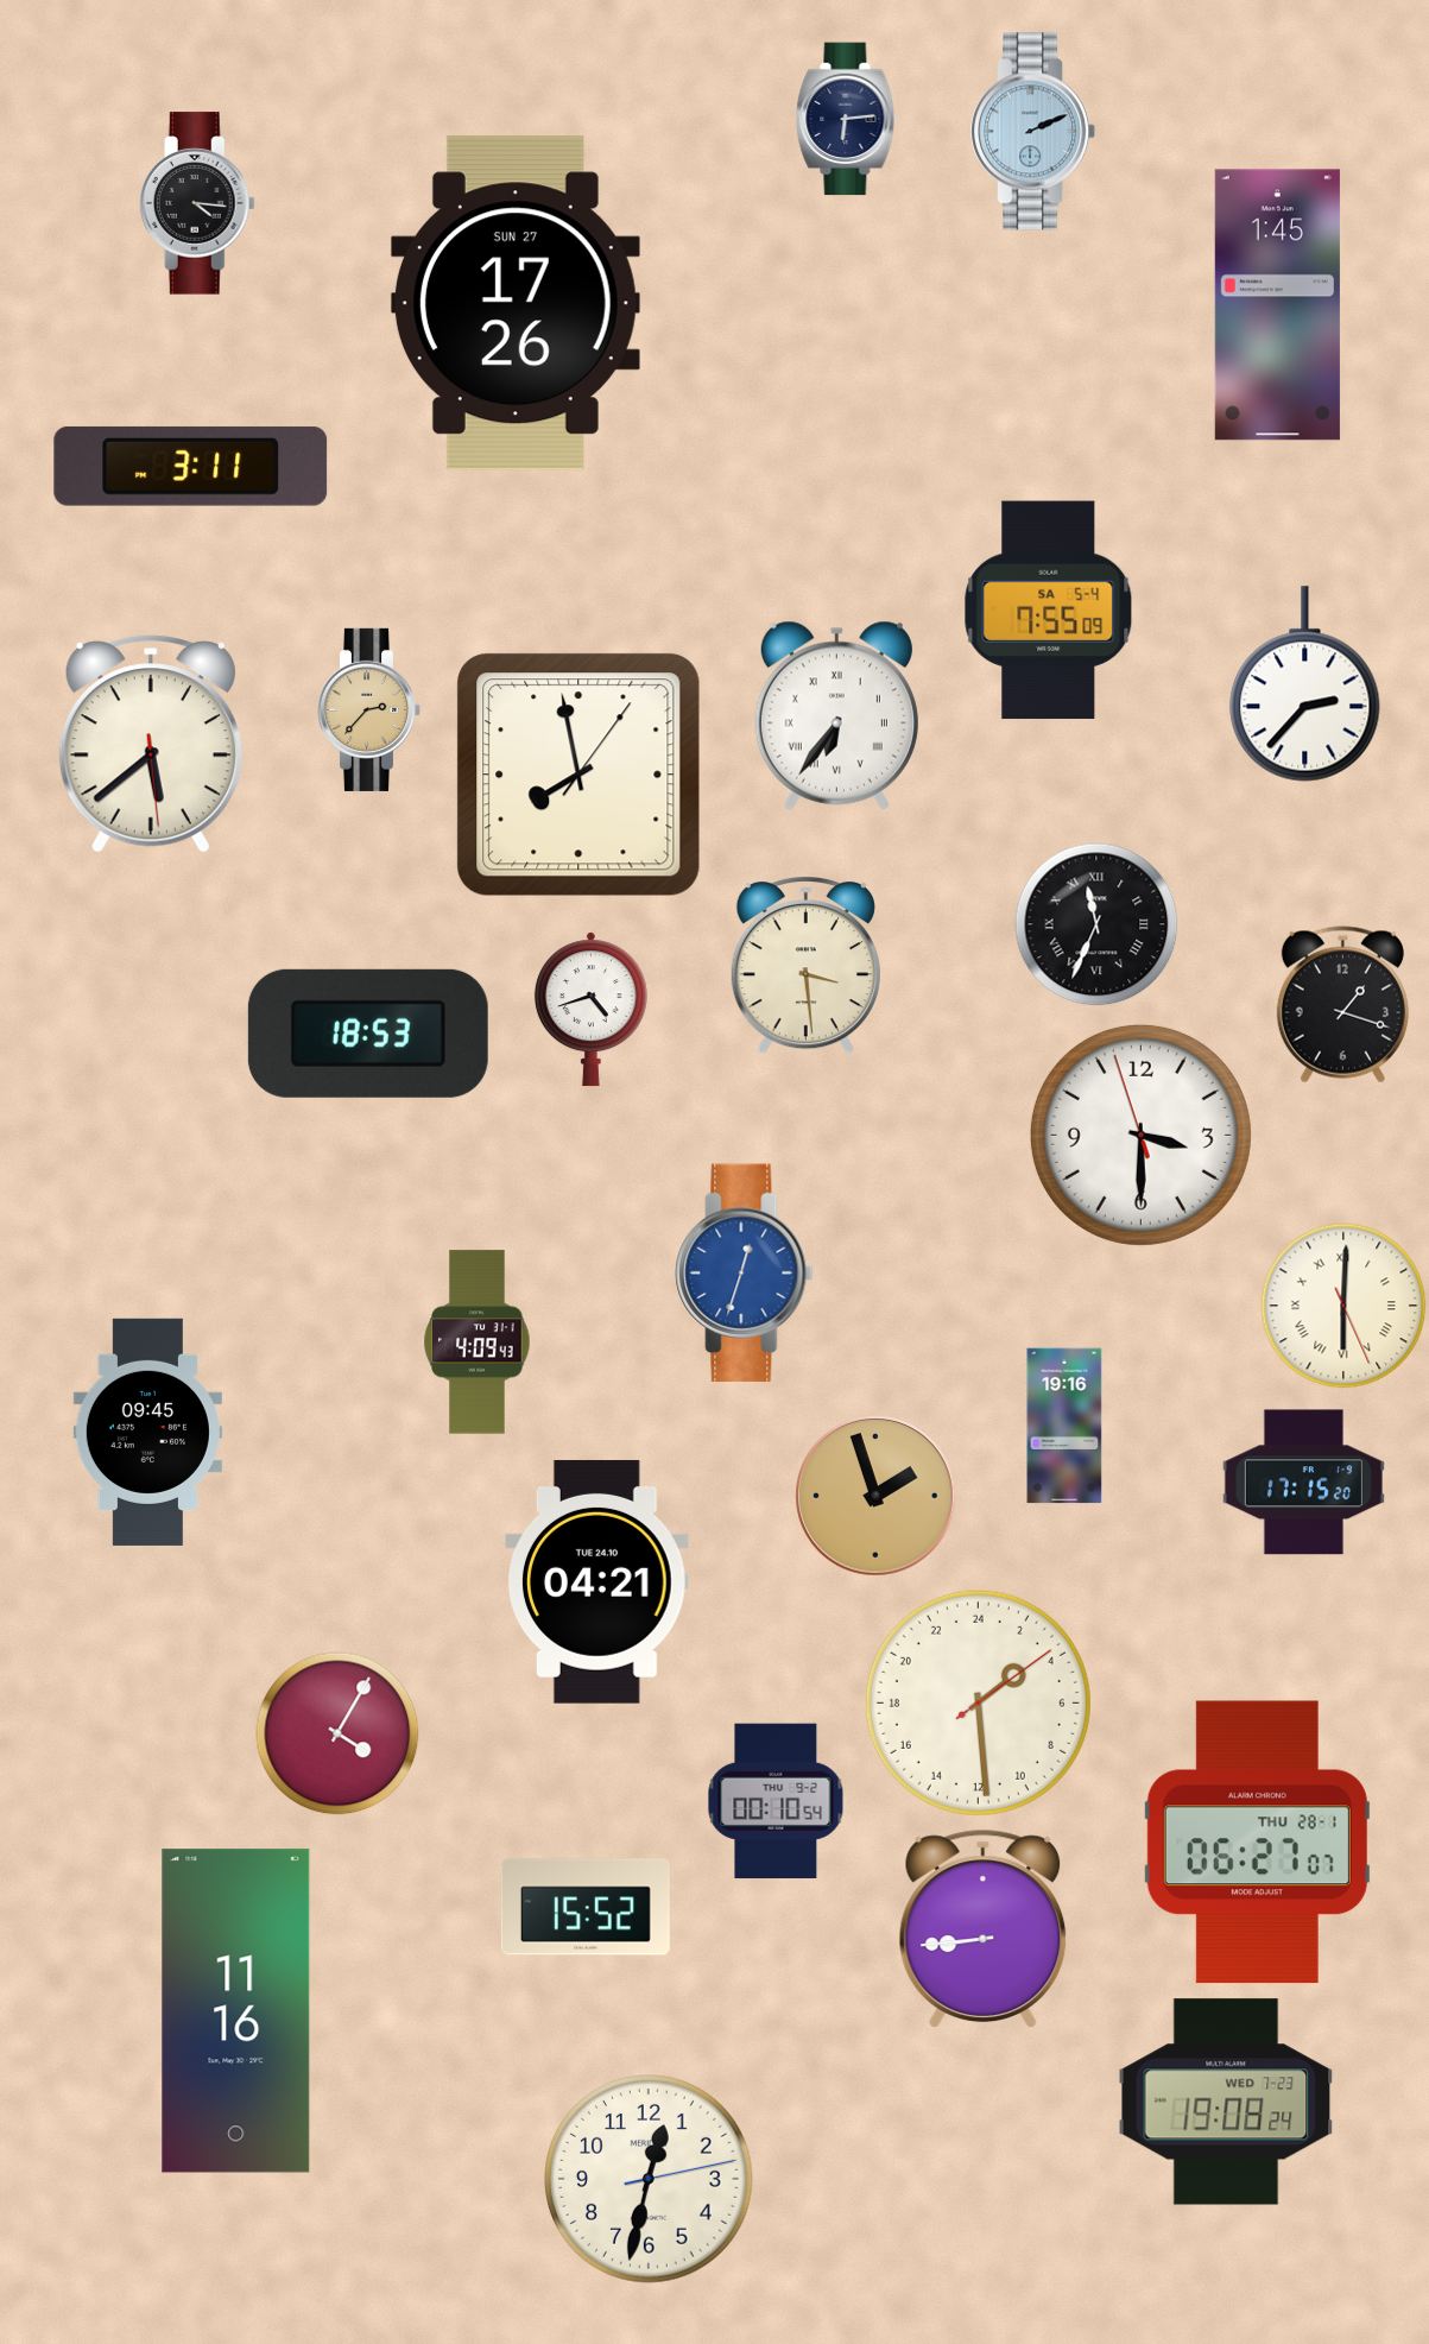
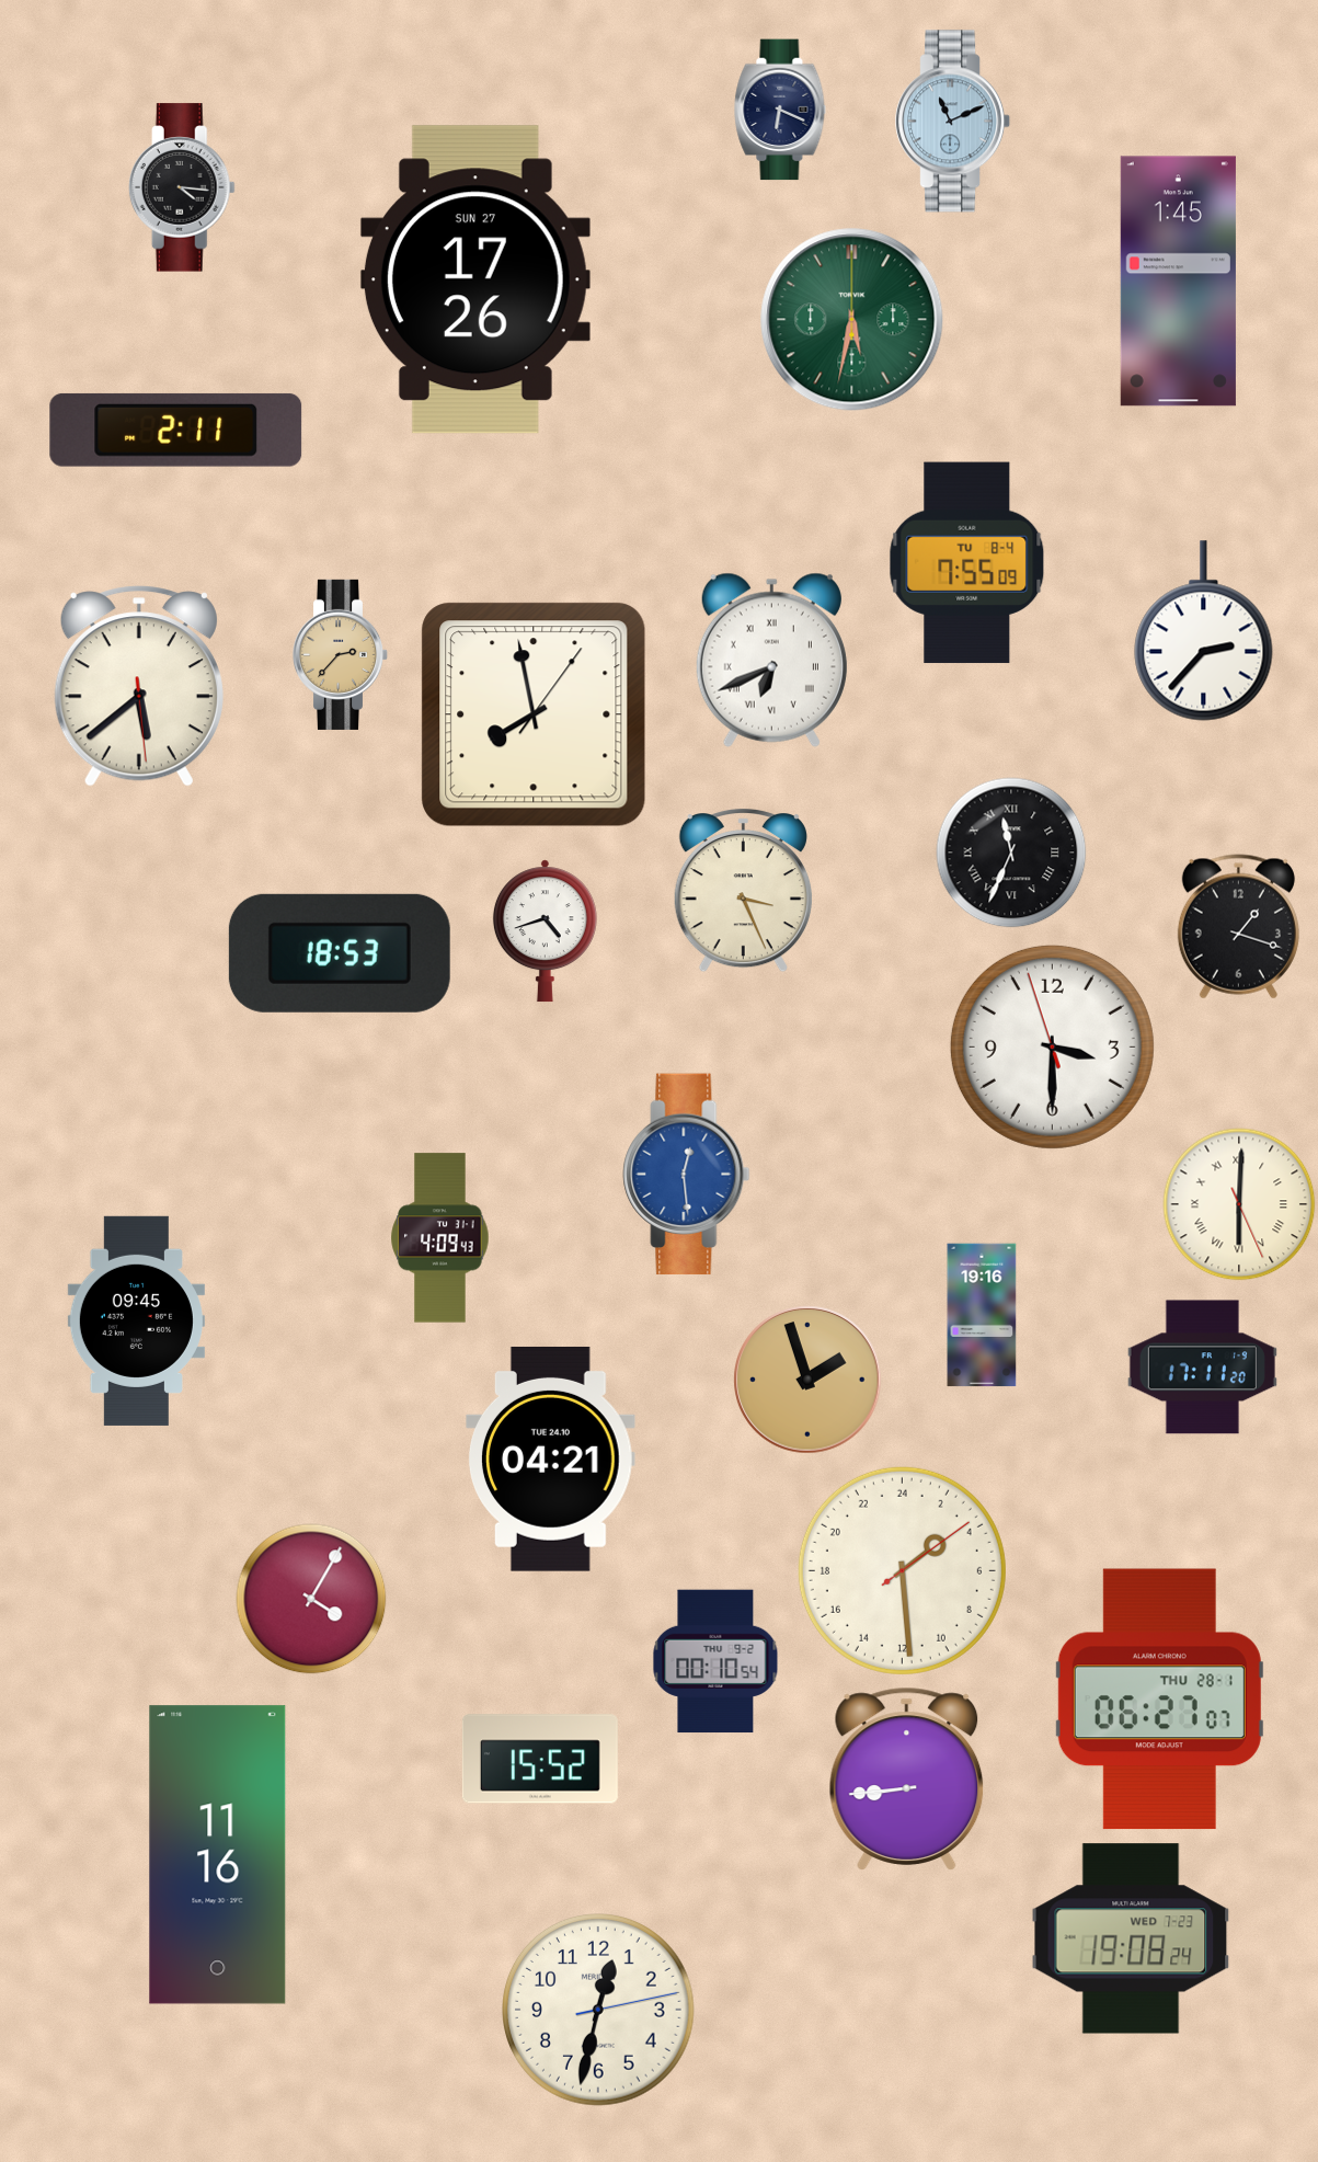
clock at (846, 119): 6:14 -> 6:19
clock at (1033, 132): 2:11 -> 11:11
clock at (852, 320): none -> 5:32
clock at (191, 466): 3:11 -> 2:11
clock at (1049, 611) date: SA 5-4 -> TU 8-4
clock at (836, 715): 6:36 -> 6:41
clock at (805, 965): 3:29 -> 3:26
clock at (745, 1274): 12:33 -> 12:29
clock at (1303, 1483): 17:15 -> 17:11
